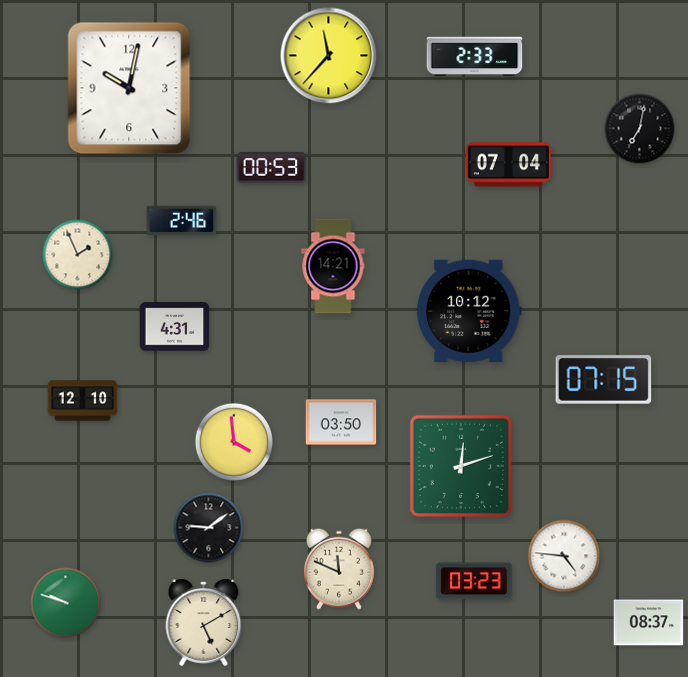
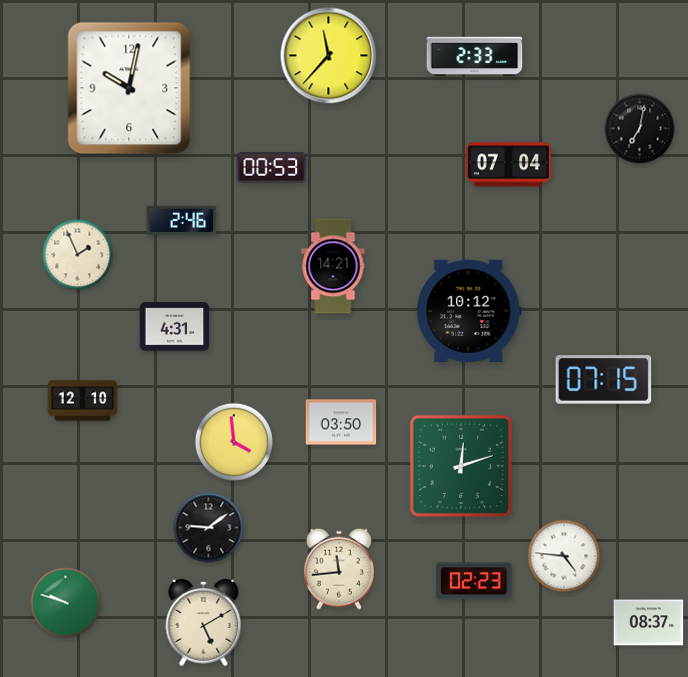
clock at (339, 569): 11:49 -> 11:44
clock at (474, 581): 03:23 -> 02:23
